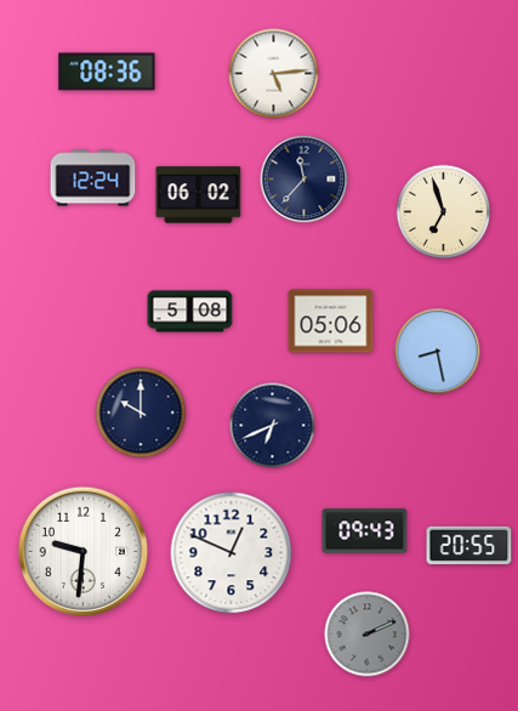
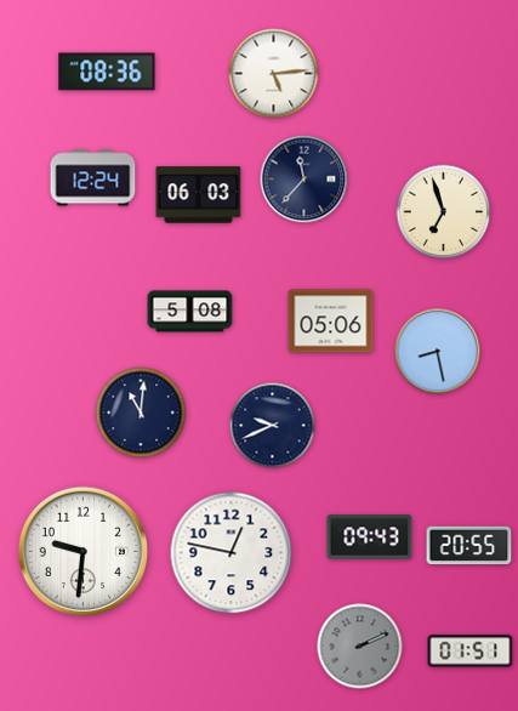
clock at (199, 195): 06:02 -> 06:03
clock at (141, 413): 10:00 -> 11:01
clock at (273, 426): 6:41 -> 9:41
clock at (365, 531) position: (365, 531) -> (370, 537)
clock at (232, 553): 12:49 -> 12:47
clock at (368, 635) position: (368, 635) -> (360, 647)
clock at (471, 652): none -> 01:51
